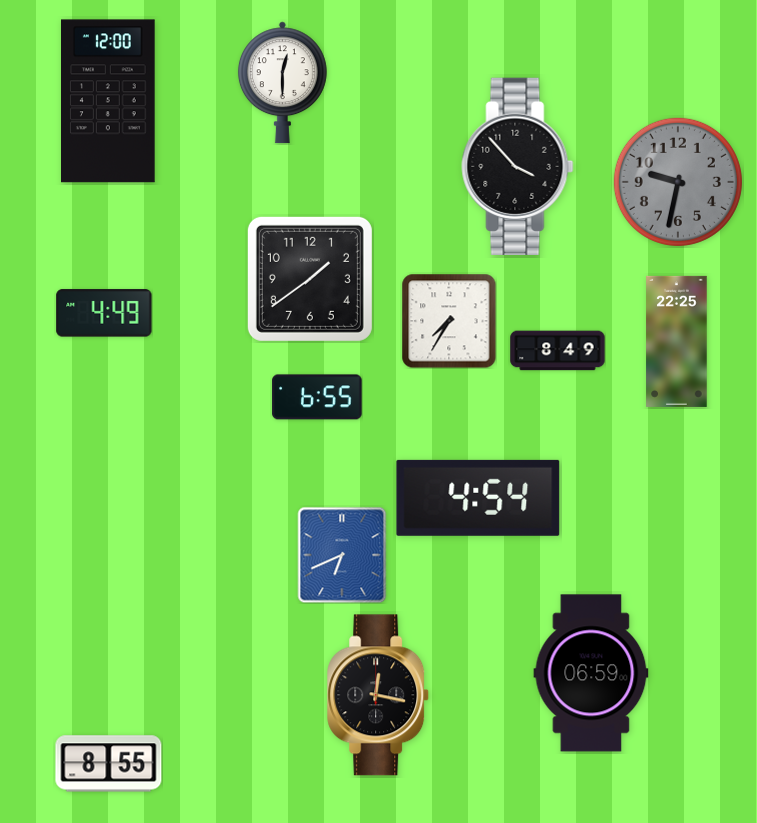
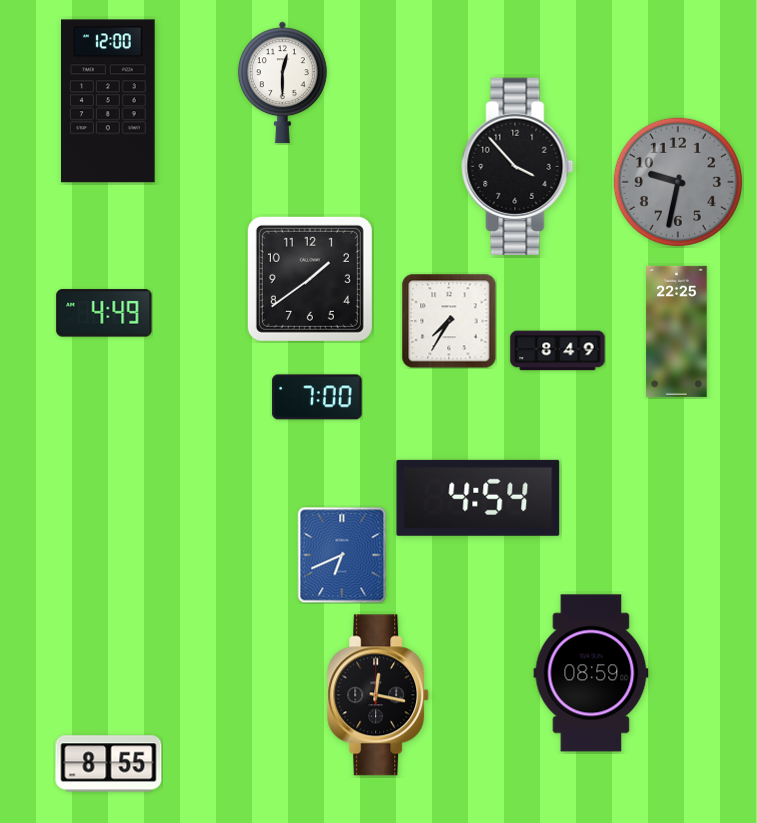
clock at (677, 341) position: (677, 341) -> (677, 331)
clock at (317, 397): 6:55 -> 7:00
clock at (591, 673): 06:59 -> 08:59
